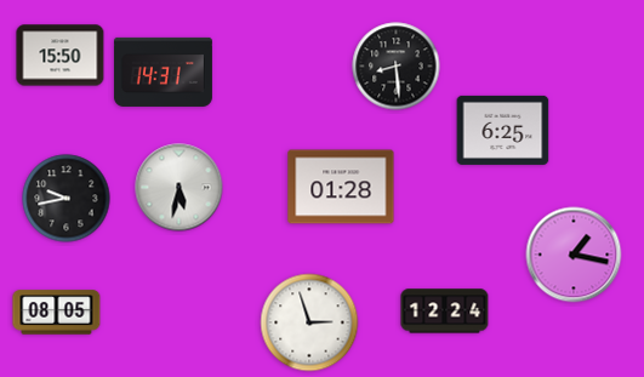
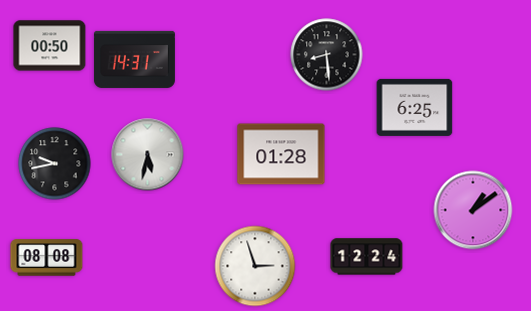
clock at (61, 56): 15:50 -> 00:50
clock at (574, 255): 1:17 -> 1:09
clock at (57, 313): 08:05 -> 08:08
